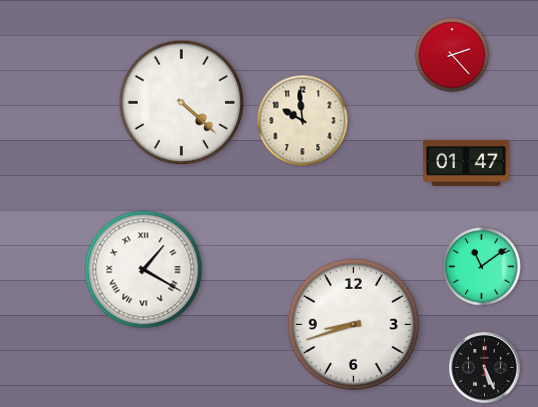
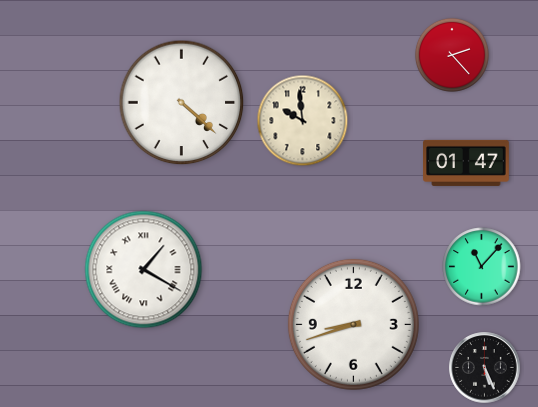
clock at (482, 267): 11:09 -> 11:07
